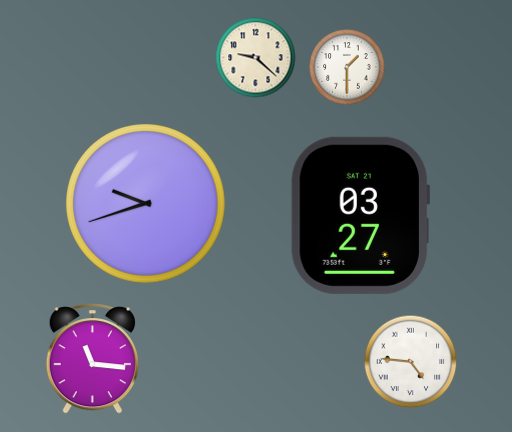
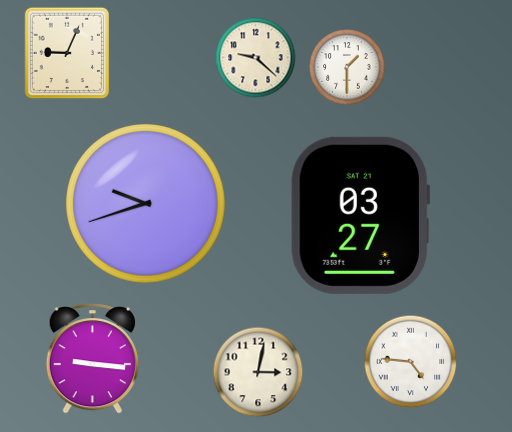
clock at (67, 53): none -> 9:04
clock at (92, 359): 11:16 -> 9:16
clock at (258, 372): none -> 3:02
